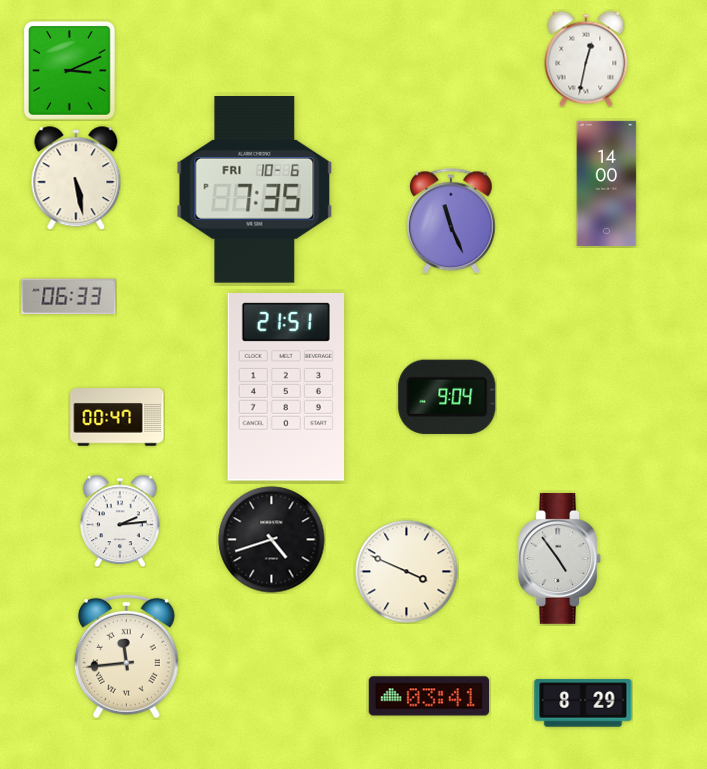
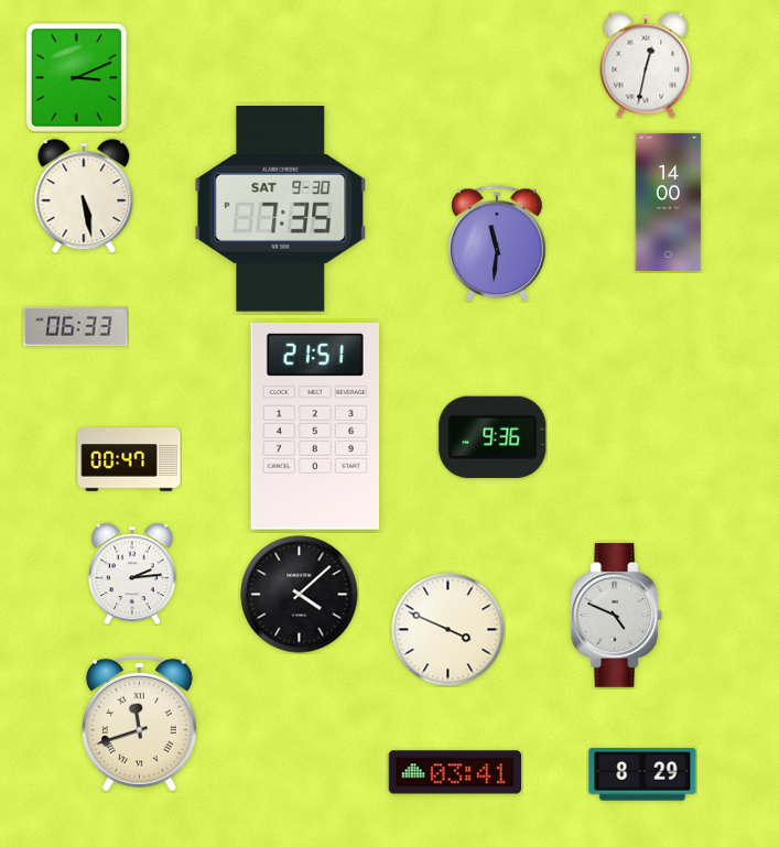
clock at (255, 190) date: FRI 10-6 -> SAT 9-30
clock at (451, 221): 11:26 -> 11:31
clock at (447, 397): 9:04 -> 9:36
clock at (272, 540): 4:42 -> 4:08
clock at (560, 558): 4:54 -> 4:49
clock at (126, 656): 11:44 -> 11:42
clock at (429, 696) position: (429, 696) -> (455, 772)
